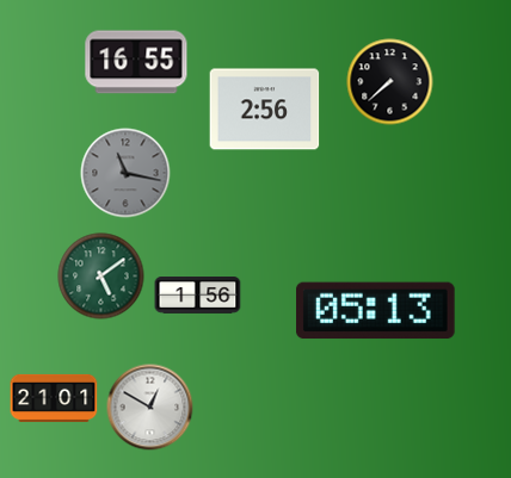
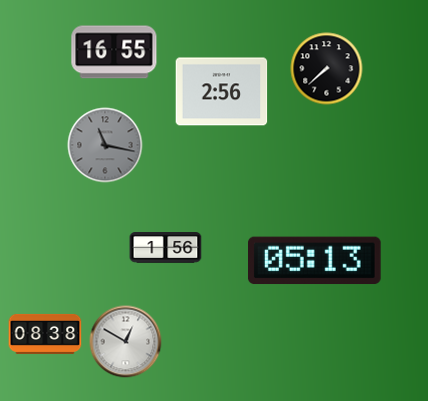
clock at (101, 277): 5:09 -> none
clock at (54, 398): 21:01 -> 08:38
